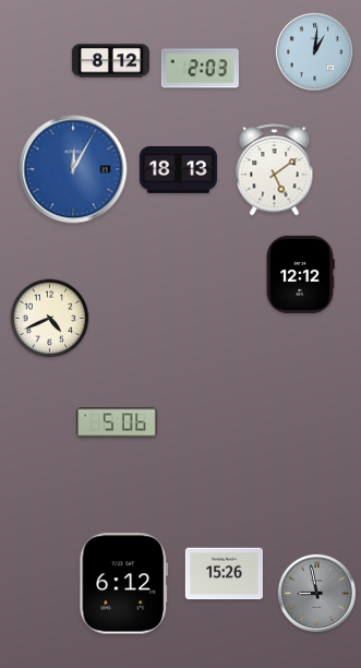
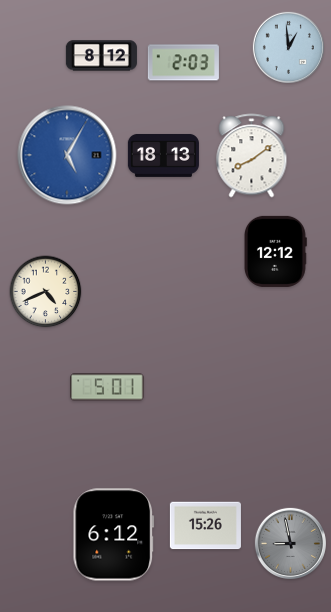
clock at (314, 51): 1:01 -> 12:59
clock at (73, 169): 12:05 -> 5:05
clock at (275, 170): 5:09 -> 8:09
clock at (117, 422): 5:06 -> 5:01
